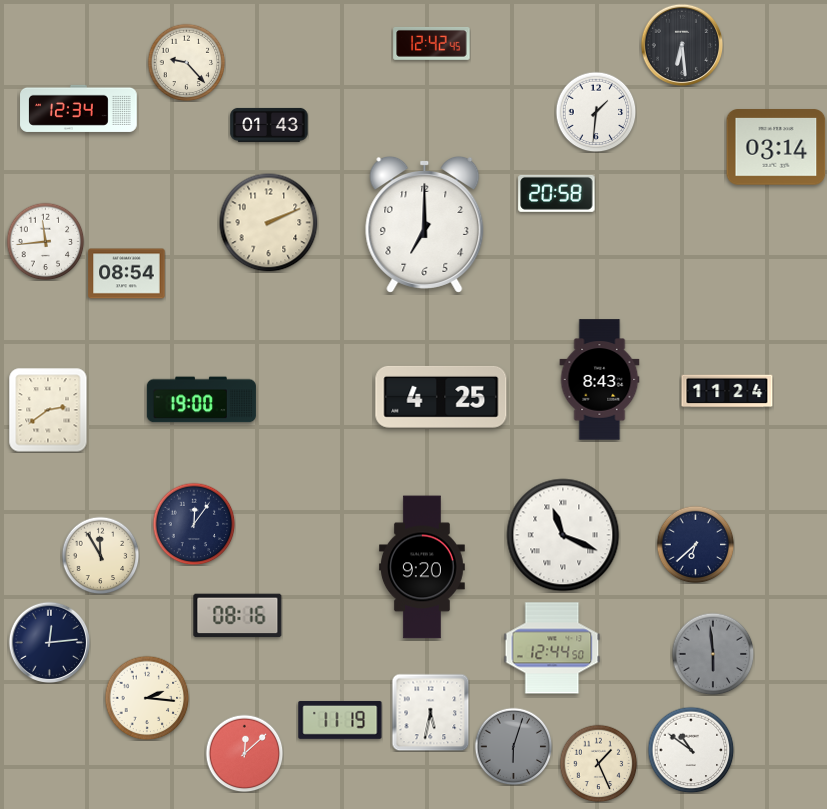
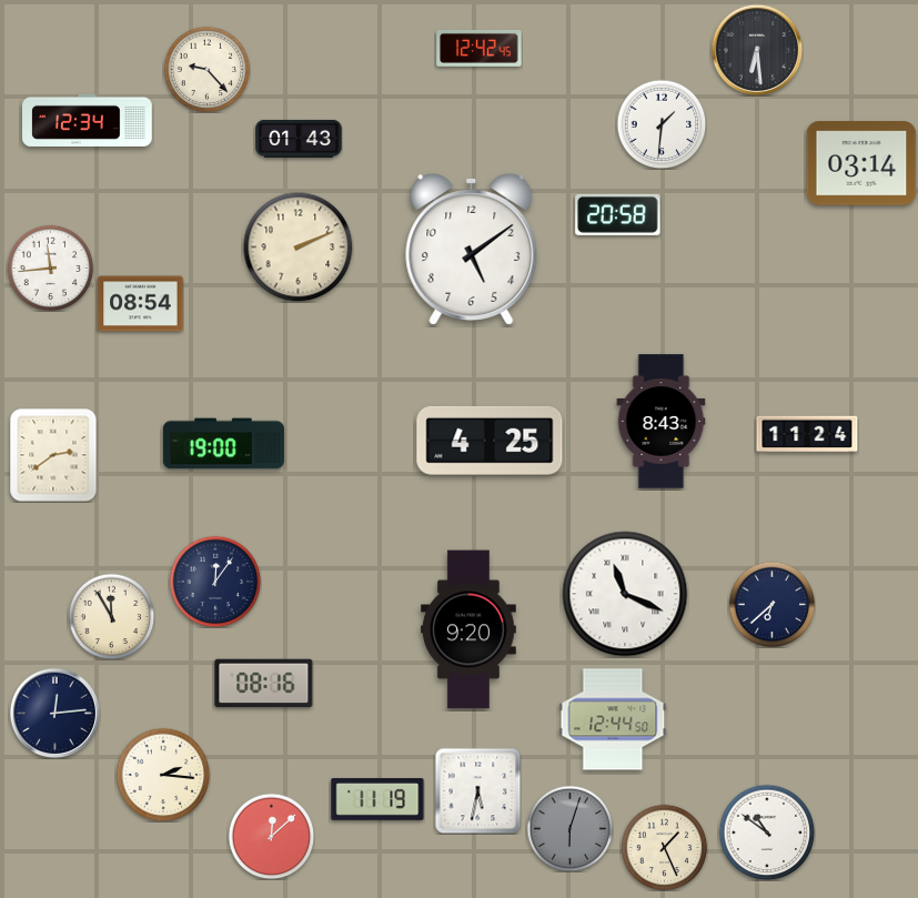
clock at (425, 224): 7:00 -> 5:09
clock at (600, 380) position: (600, 380) -> (662, 422)
clock at (713, 654): 5:59 -> none
